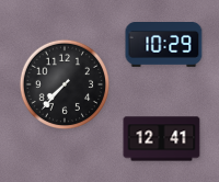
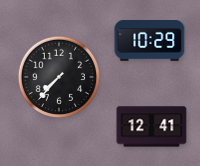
clock at (162, 139) position: (162, 139) -> (152, 127)
